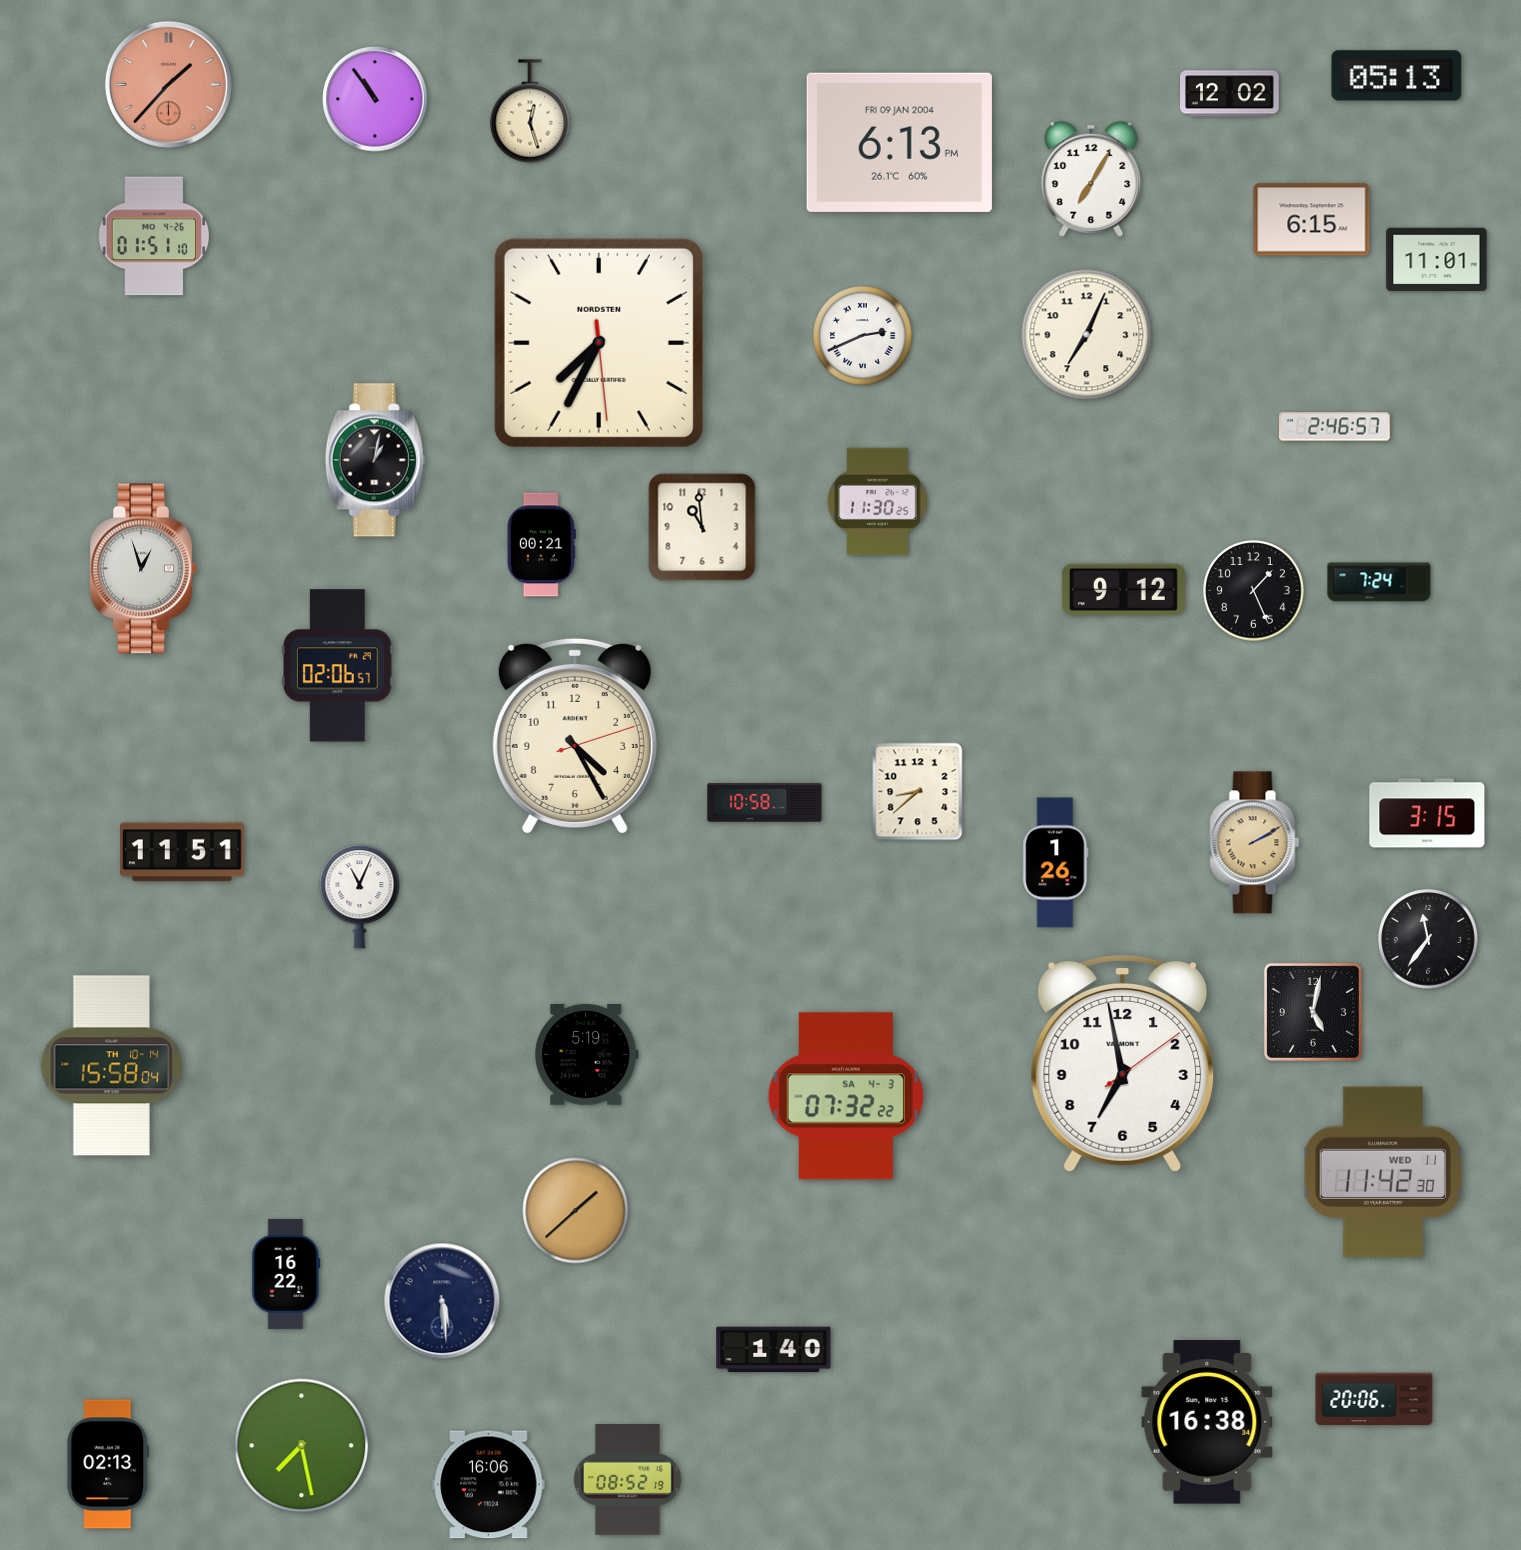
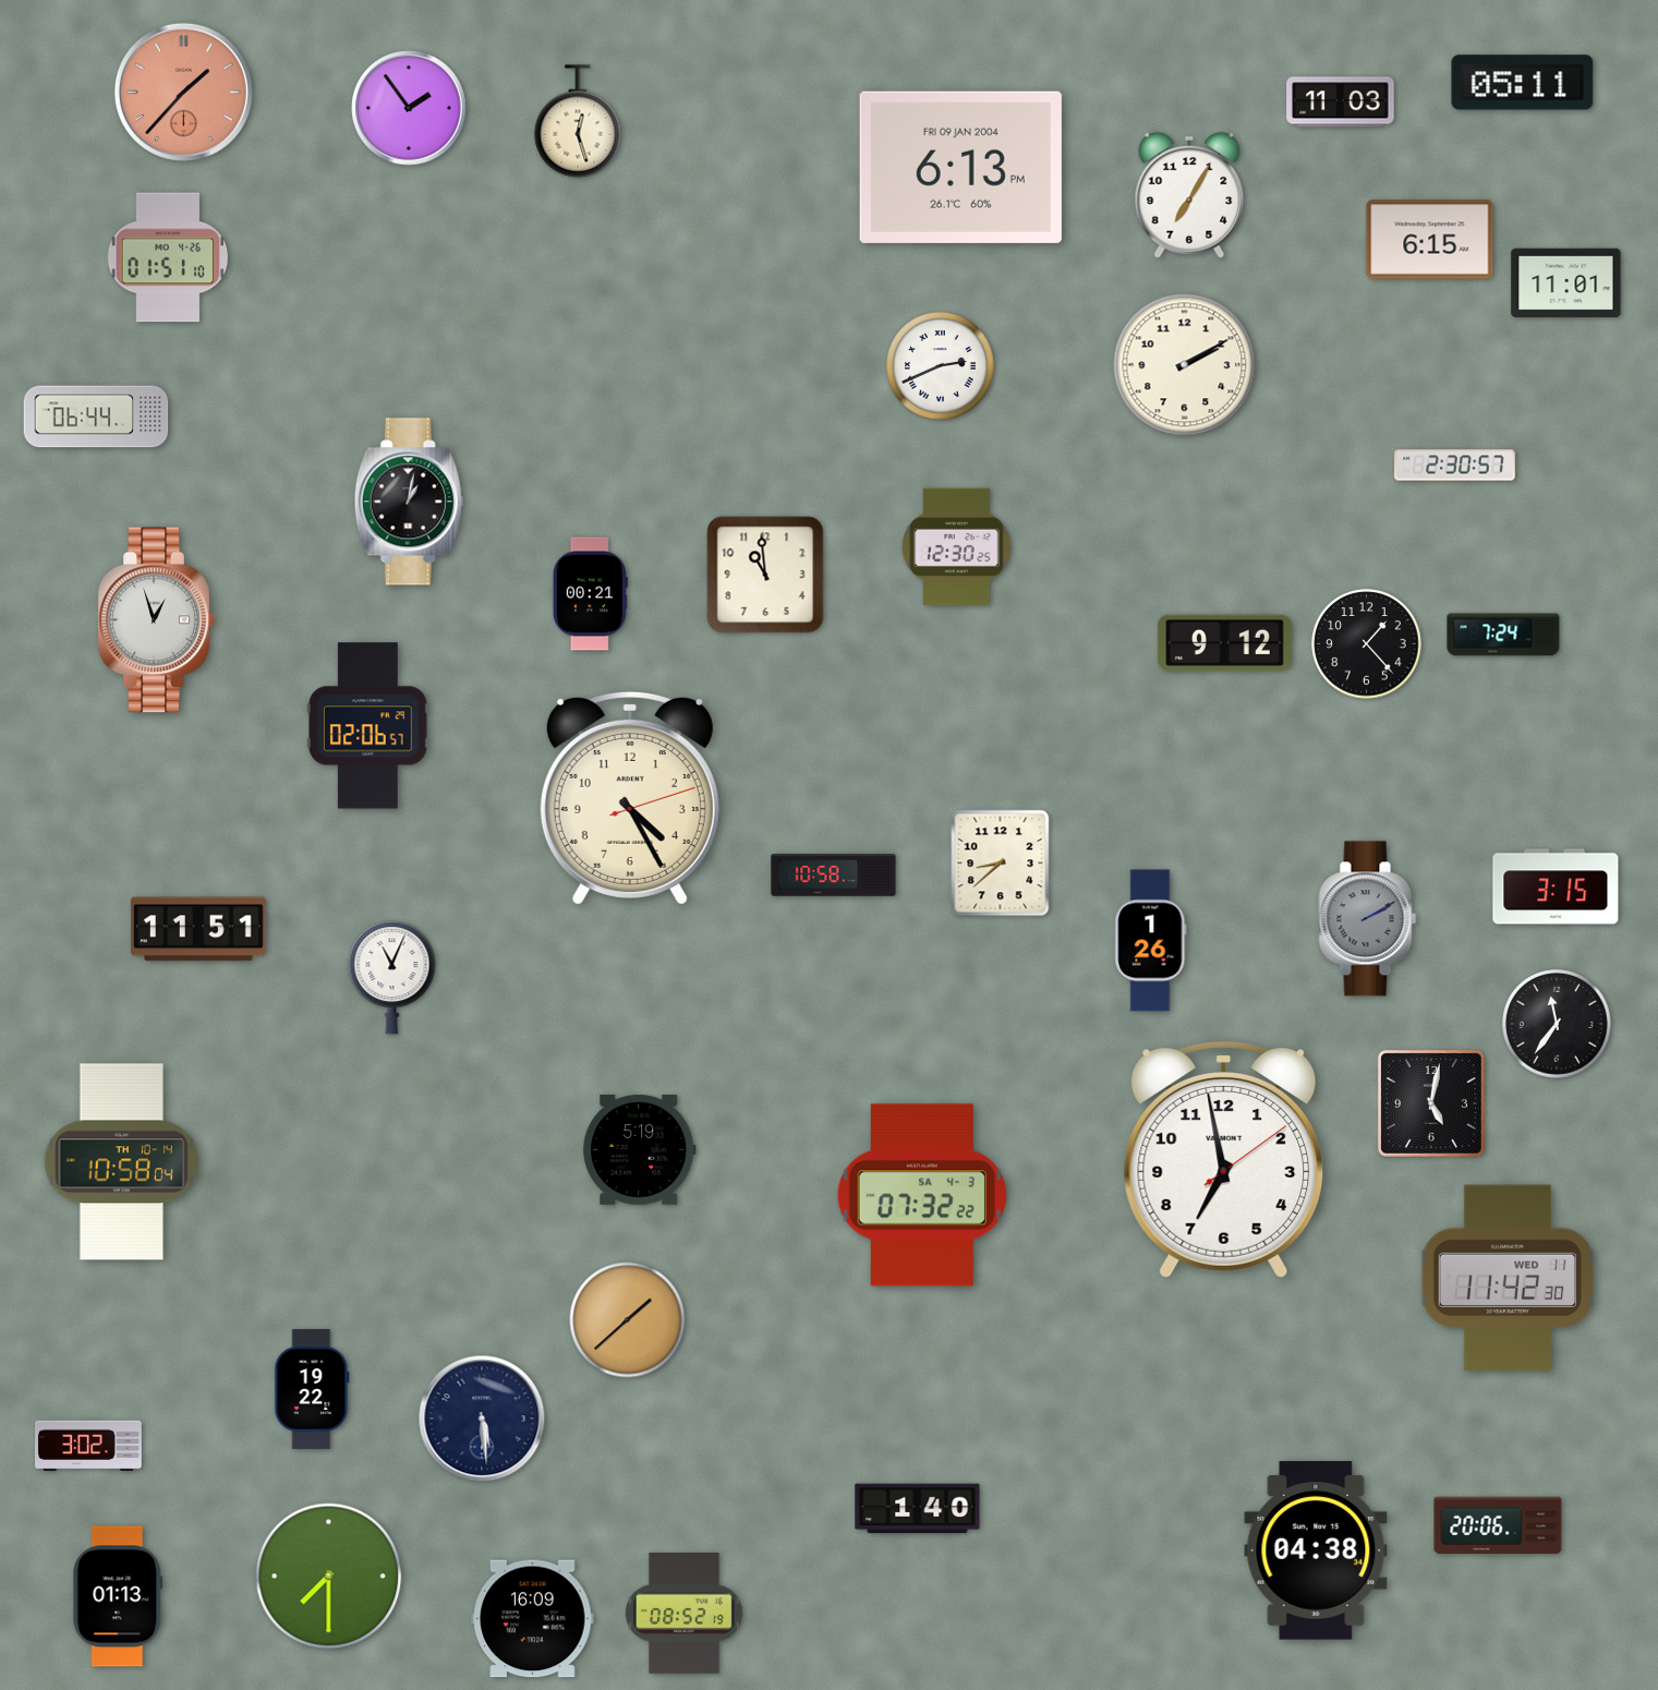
clock at (1397, 76): 05:13 -> 05:11
clock at (1230, 94): 12:02 -> 11:03
clock at (375, 99): 10:54 -> 1:54
clock at (899, 142) position: (899, 142) -> (960, 167)
clock at (1087, 335): 7:04 -> 2:10
clock at (599, 343): 7:34 -> none
clock at (96, 417): none -> 06:44
clock at (1335, 427): 2:46 -> 2:30
clock at (878, 502): 11:30 -> 12:30
clock at (1254, 591): 1:26 -> 1:23
clock at (575, 736) position: (575, 736) -> (630, 798)
clock at (1255, 843) dial: champagne -> grey
clock at (112, 1066): 15:58 -> 10:58
clock at (286, 1274): 16:22 -> 19:22
clock at (89, 1446): none -> 3:02
clock at (774, 1350) position: (774, 1350) -> (918, 1509)
clock at (1207, 1422): 16:38 -> 04:38
clock at (302, 1446): 7:28 -> 7:30
clock at (108, 1464): 02:13 -> 01:13
clock at (489, 1485): 16:06 -> 16:09
